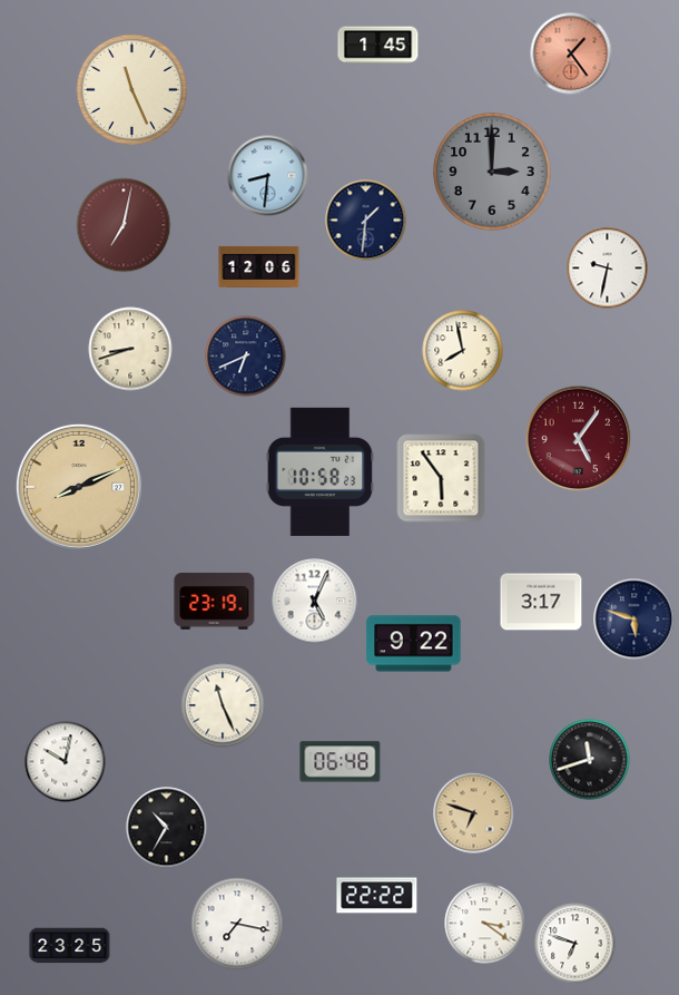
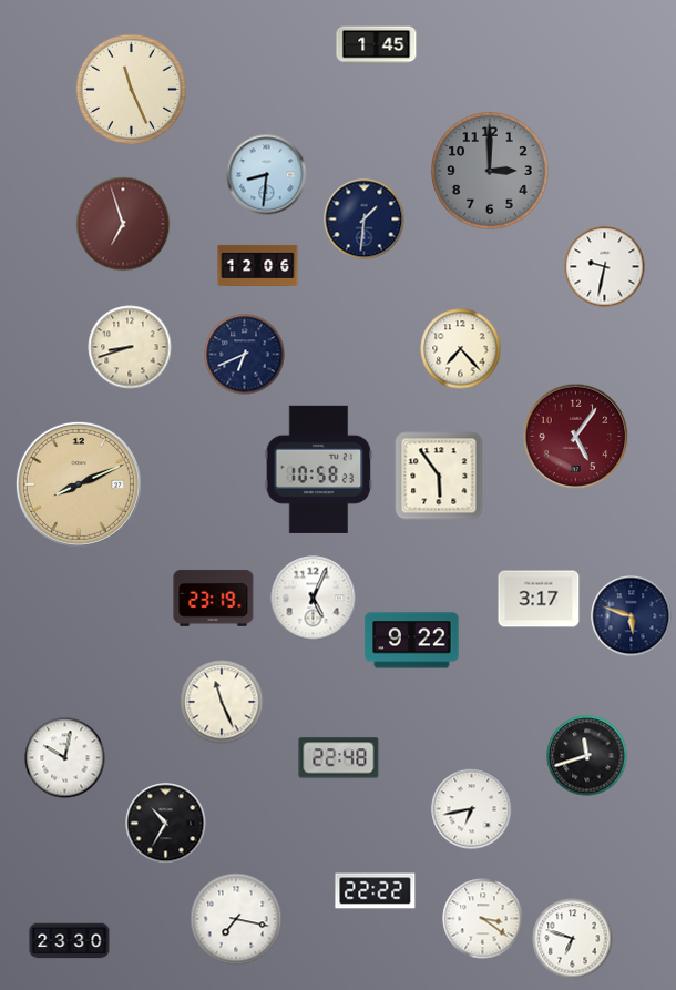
clock at (571, 53): 1:24 -> none
clock at (124, 225): 7:02 -> 6:57
clock at (463, 351): 7:58 -> 7:23
clock at (341, 762): 06:48 -> 22:48
clock at (474, 813): 6:48 -> 6:43
clock at (474, 813) dial: champagne -> white
clock at (70, 946): 23:25 -> 23:30
